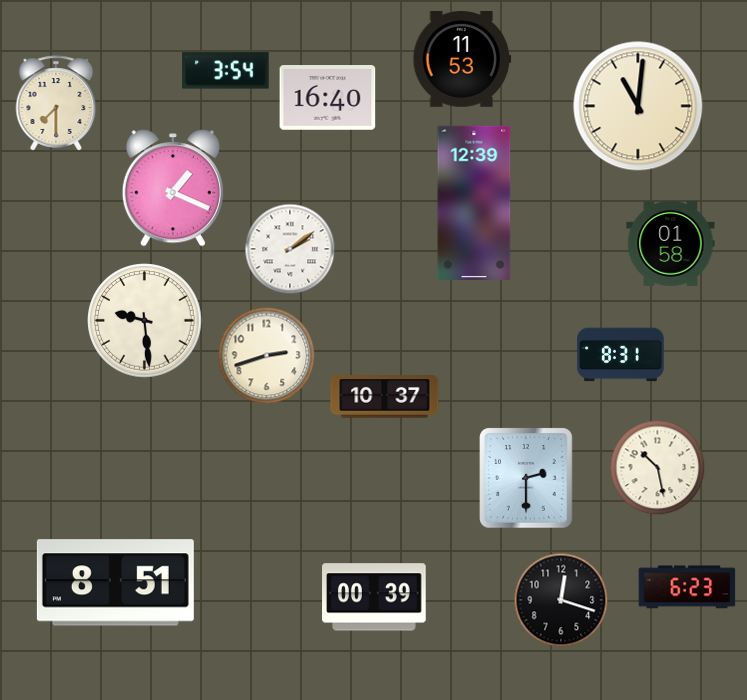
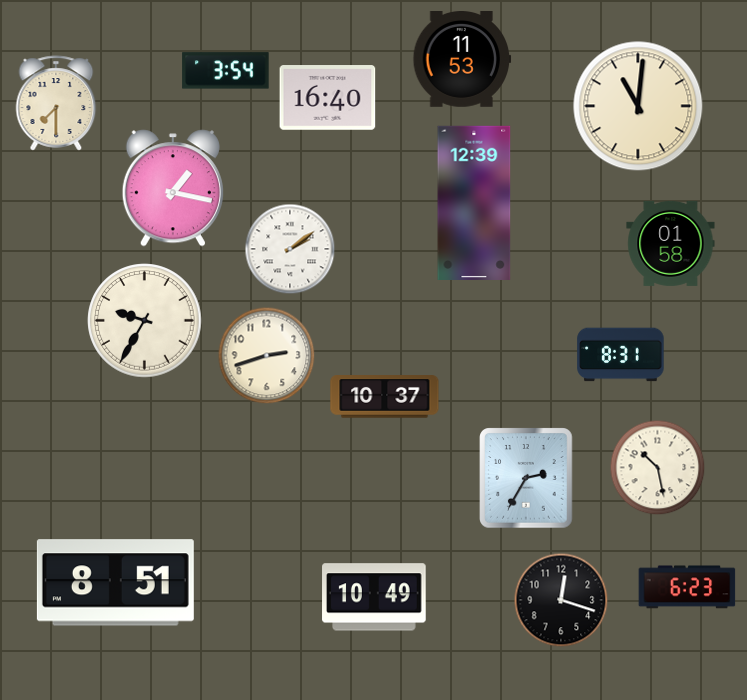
clock at (173, 188): 1:19 -> 1:17
clock at (145, 321): 9:29 -> 9:35
clock at (526, 478): 2:30 -> 2:35
clock at (374, 597): 00:39 -> 10:49
